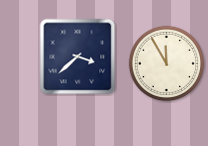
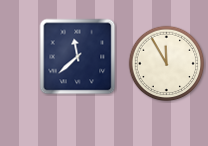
clock at (78, 57): 3:38 -> 11:38
